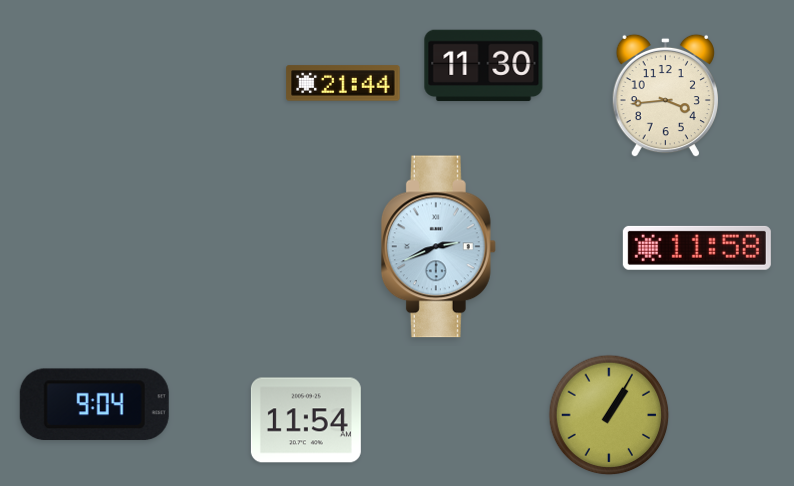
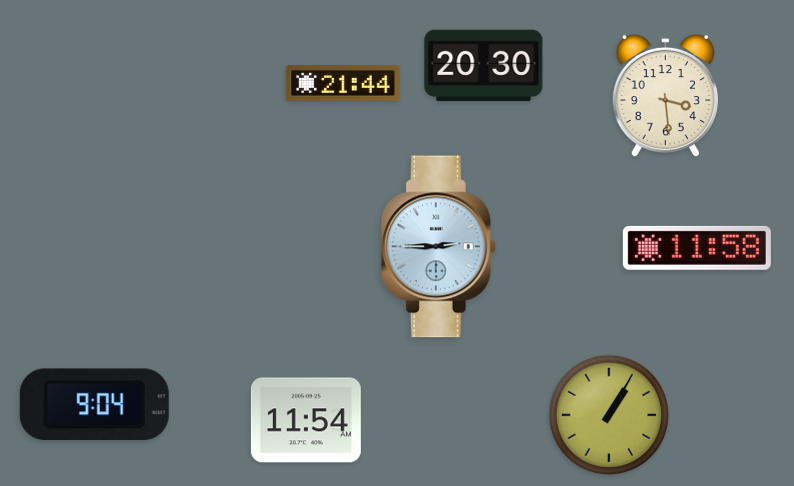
clock at (484, 66): 11:30 -> 20:30
clock at (665, 96): 3:44 -> 3:29
clock at (438, 247): 2:41 -> 2:45
